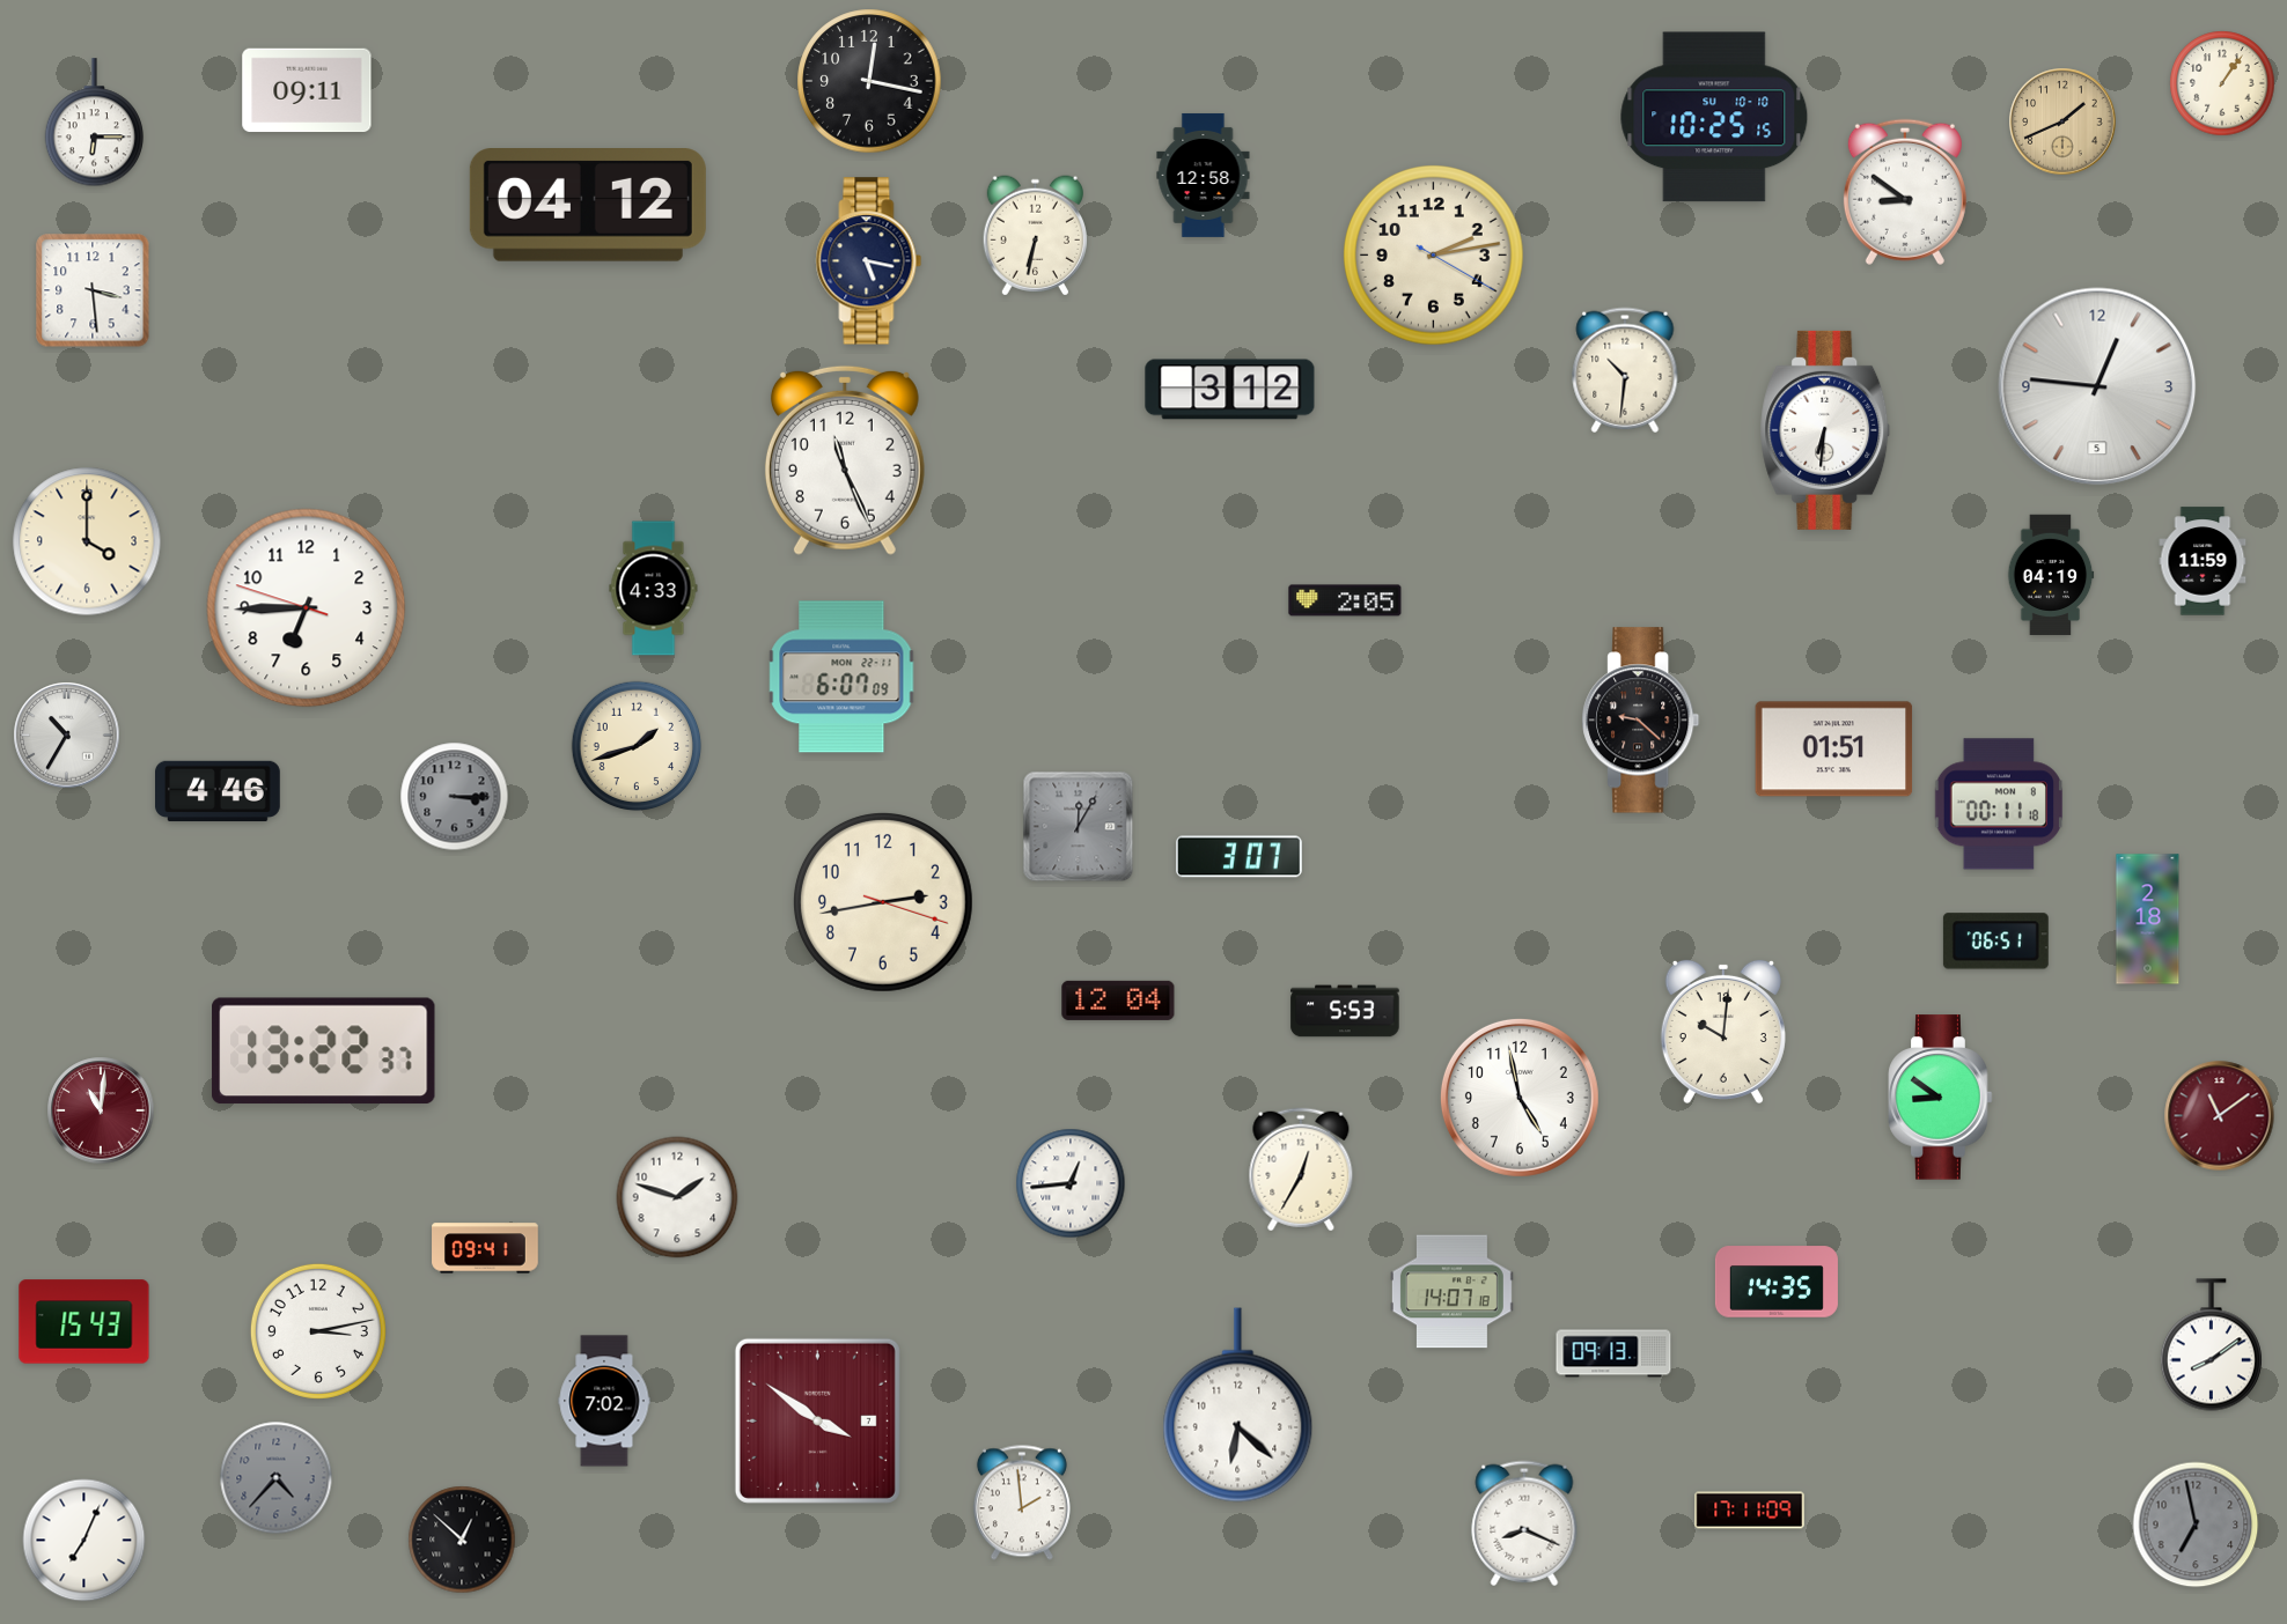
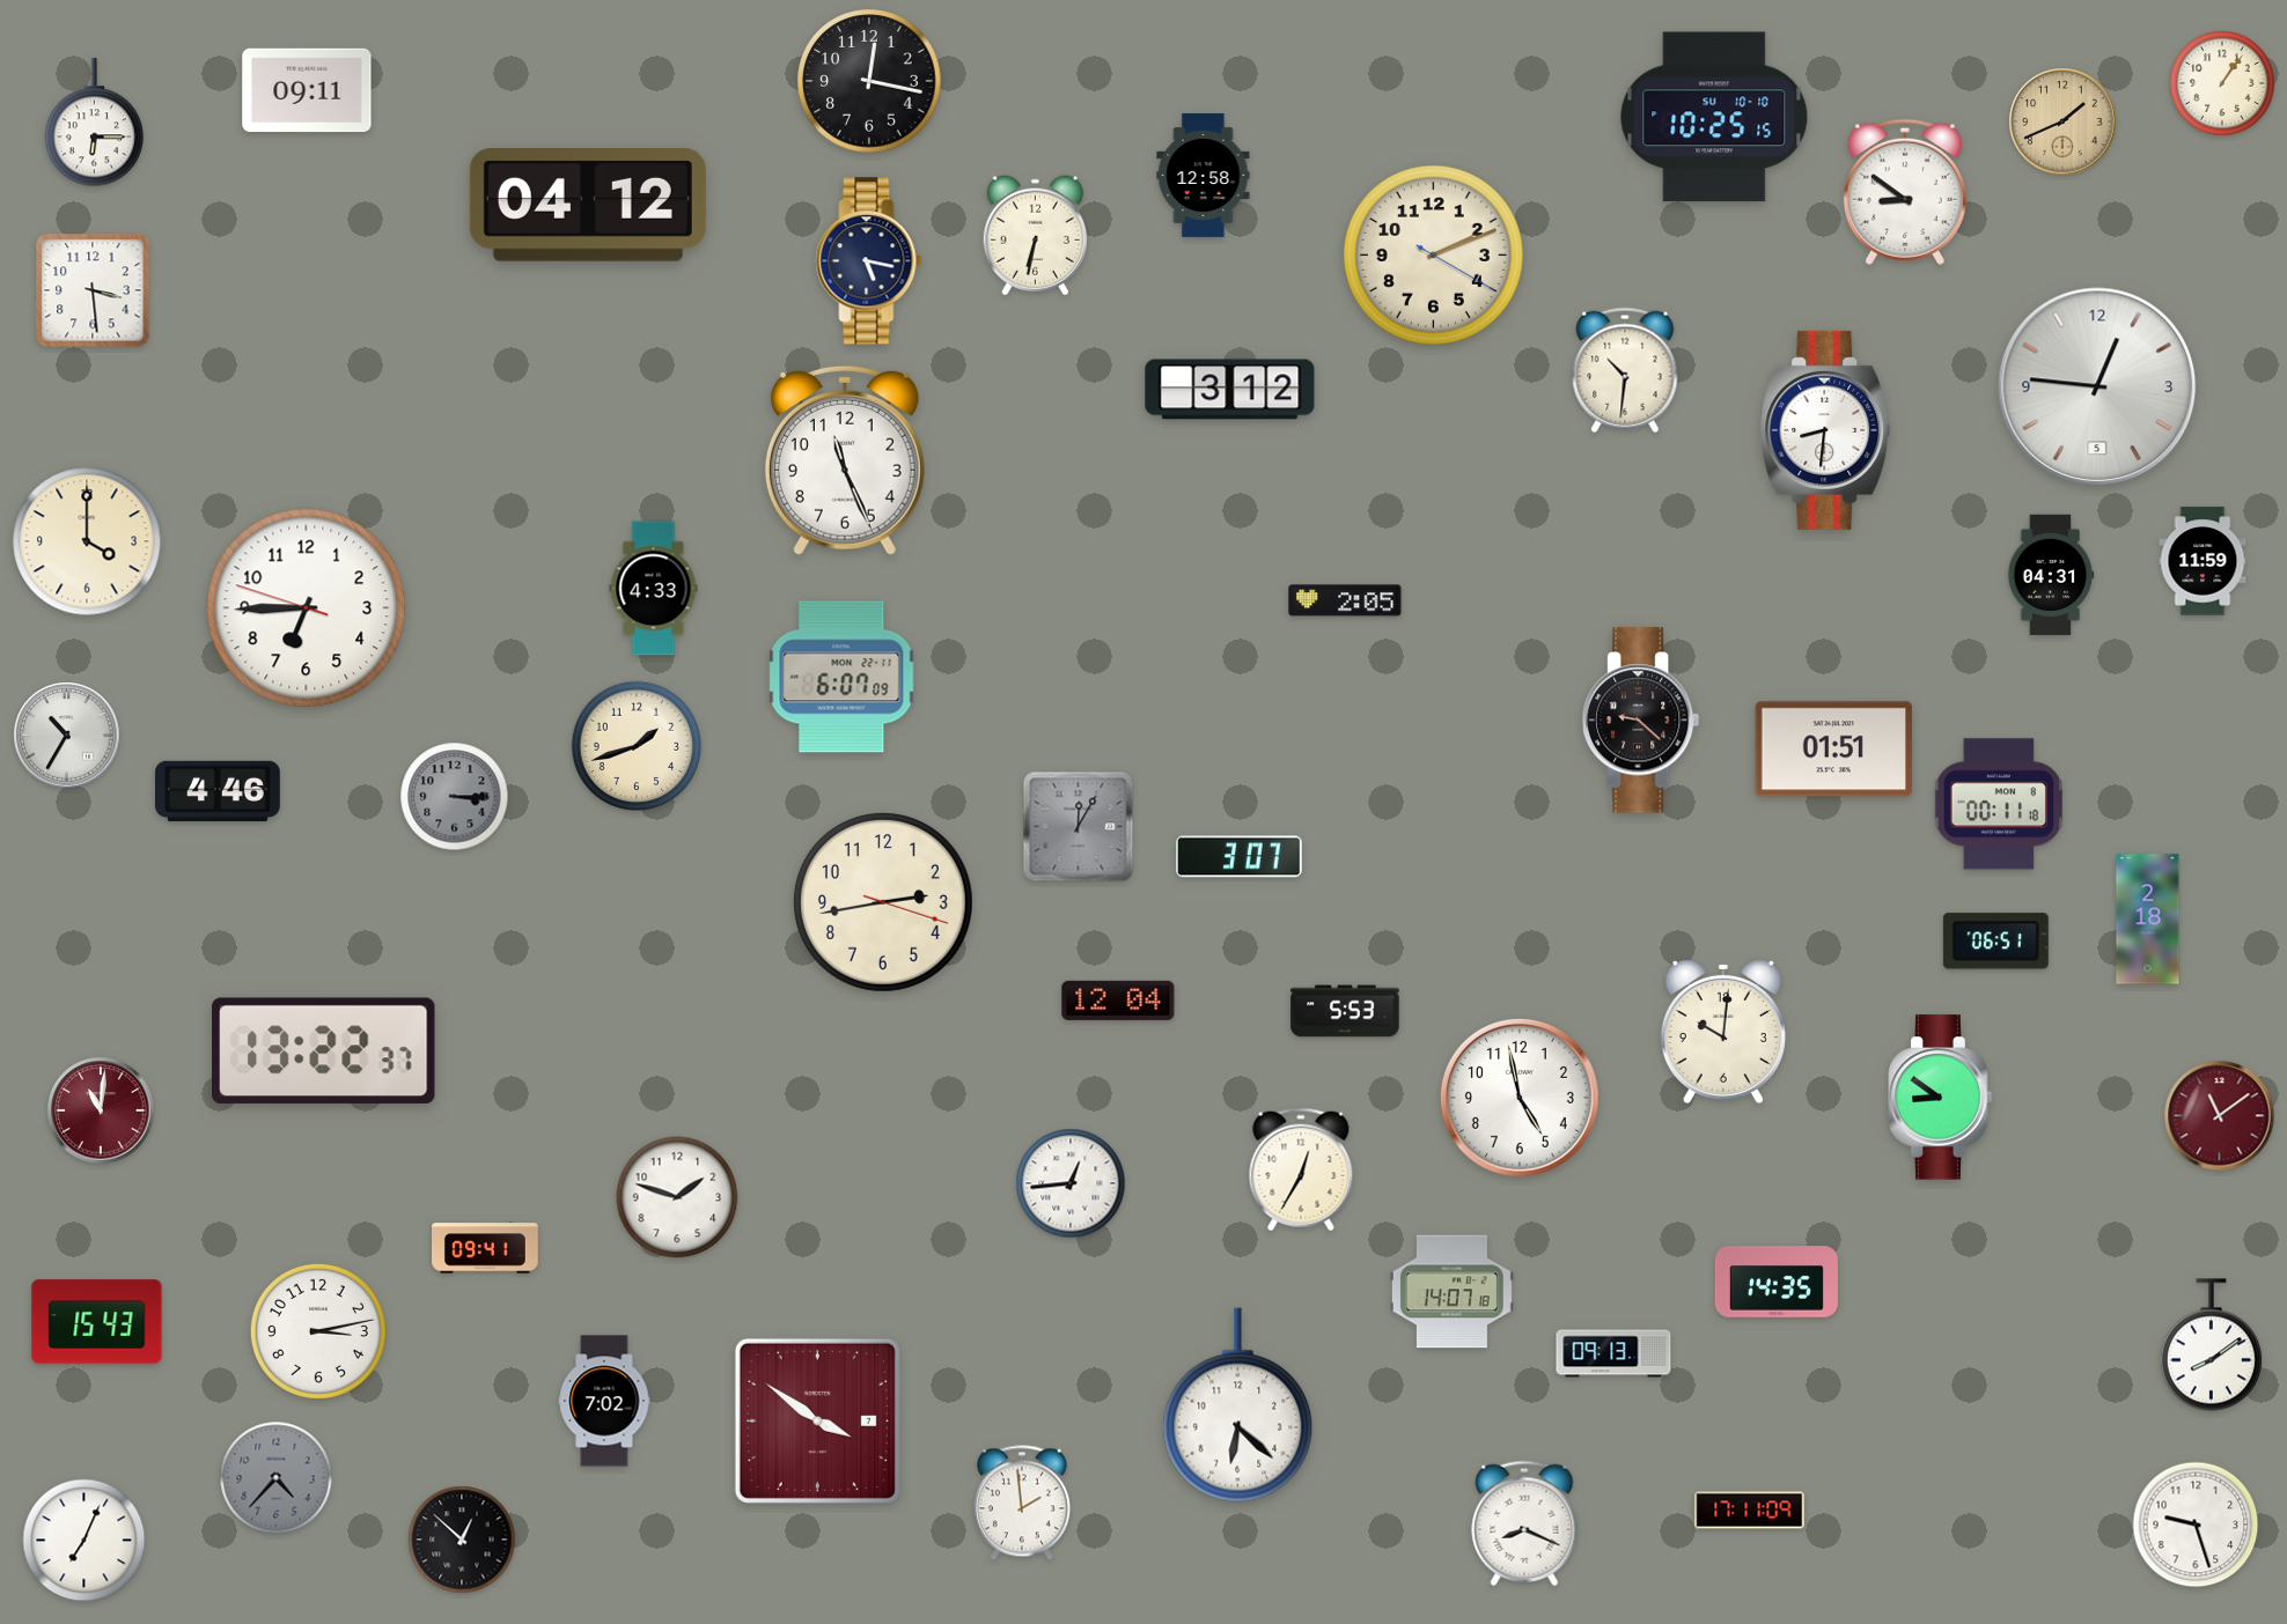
clock at (1434, 256): 2:13 -> 2:11
clock at (1825, 430): 6:31 -> 8:31
clock at (2051, 575): 04:19 -> 04:31
clock at (84, 1322) position: (84, 1322) -> (97, 1322)
clock at (2196, 1525): 6:58 -> 9:27
clock at (2196, 1525) dial: grey -> white
